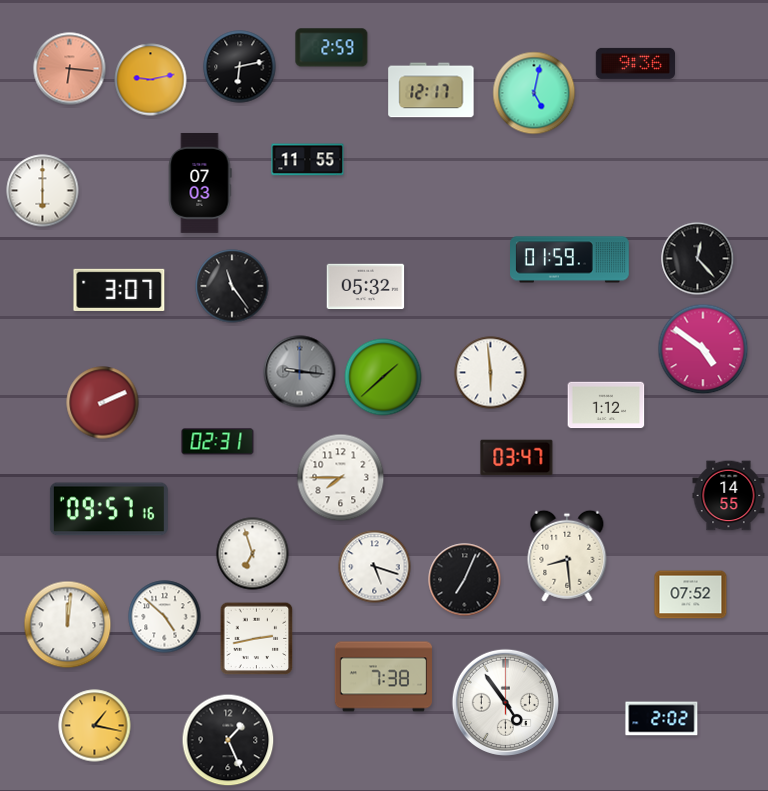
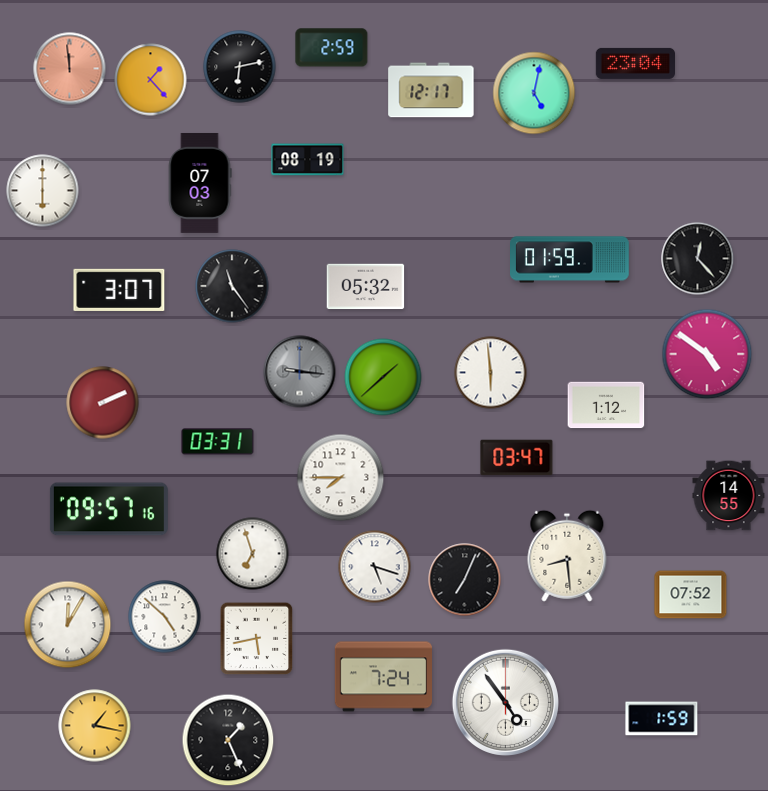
clock at (635, 63): 9:36 -> 23:04
clock at (70, 69): 6:16 -> 11:59
clock at (151, 80): 9:13 -> 1:23
clock at (308, 160): 11:55 -> 08:19
clock at (703, 349) position: (703, 349) -> (707, 354)
clock at (218, 442): 02:31 -> 03:31
clock at (68, 625): 12:01 -> 12:05
clock at (257, 639): 2:43 -> 5:43
clock at (384, 677): 7:38 -> 7:24
clock at (662, 719): 2:02 -> 1:59
